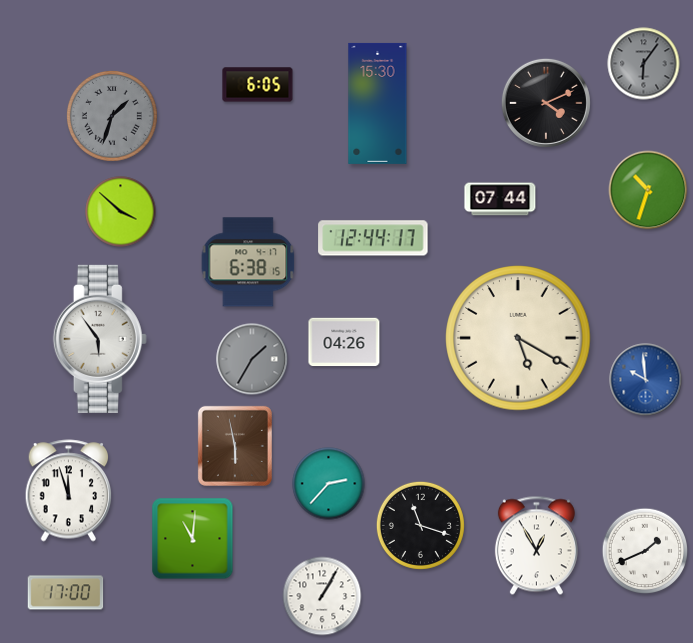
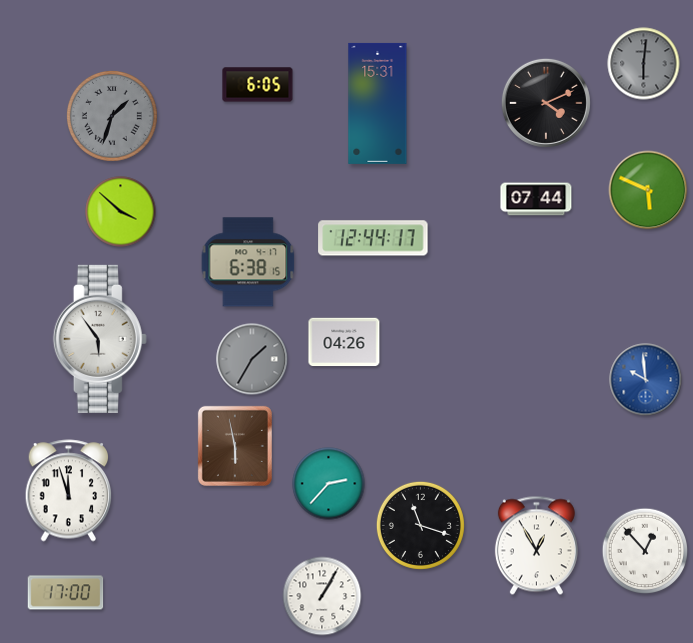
clock at (644, 64): 6:06 -> 6:01
clock at (378, 103): 15:30 -> 15:31
clock at (648, 190): 10:33 -> 5:49
clock at (500, 199) position: (500, 199) -> (536, 199)
clock at (518, 338): 5:20 -> none
clock at (193, 539): 11:01 -> none
clock at (645, 551): 1:41 -> 12:53
